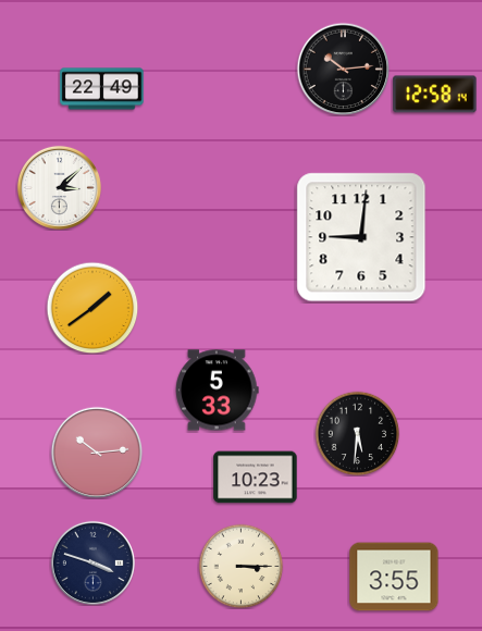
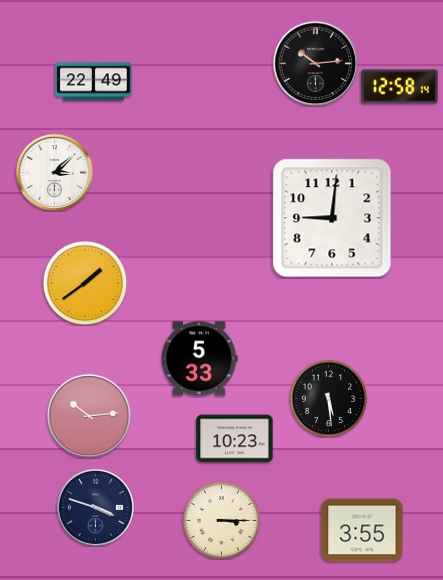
clock at (357, 433): 5:31 -> 5:29
clock at (92, 562) position: (92, 562) -> (95, 507)
